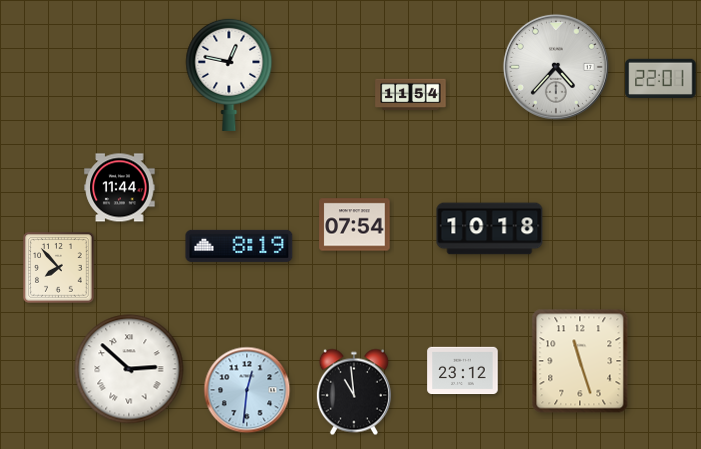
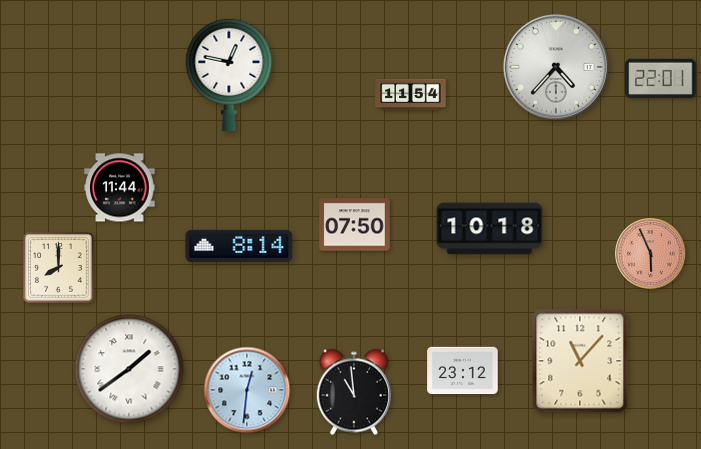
clock at (355, 225): 07:54 -> 07:50
clock at (239, 246): 8:19 -> 8:14
clock at (651, 254): none -> 5:56
clock at (59, 268): 7:53 -> 8:00
clock at (580, 361): 11:27 -> 11:07
clock at (129, 369): 2:52 -> 1:39
